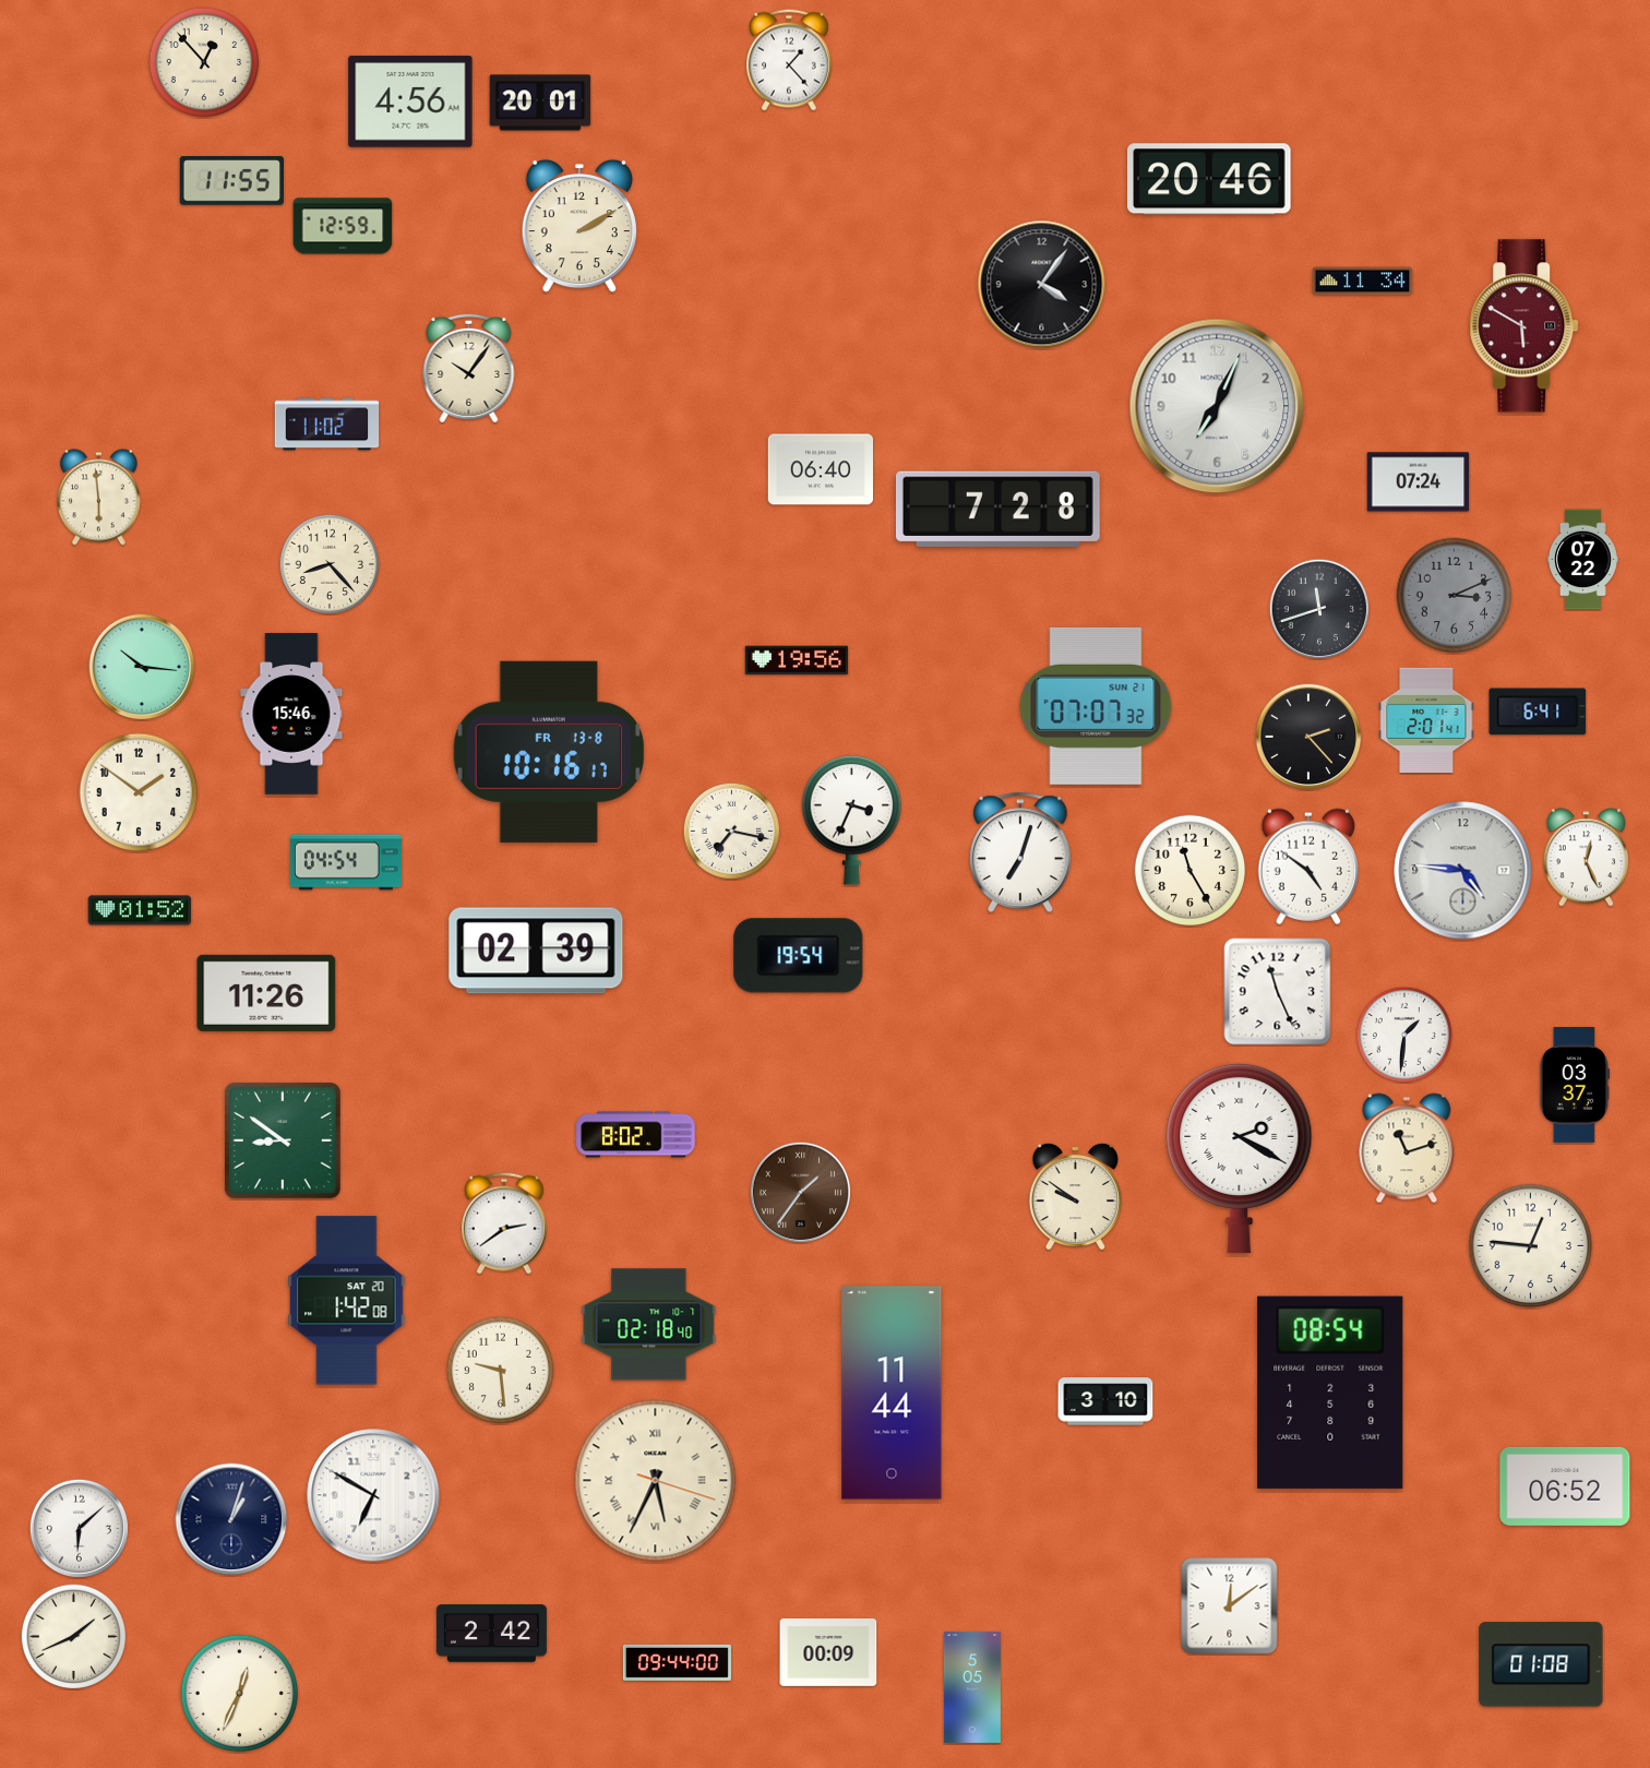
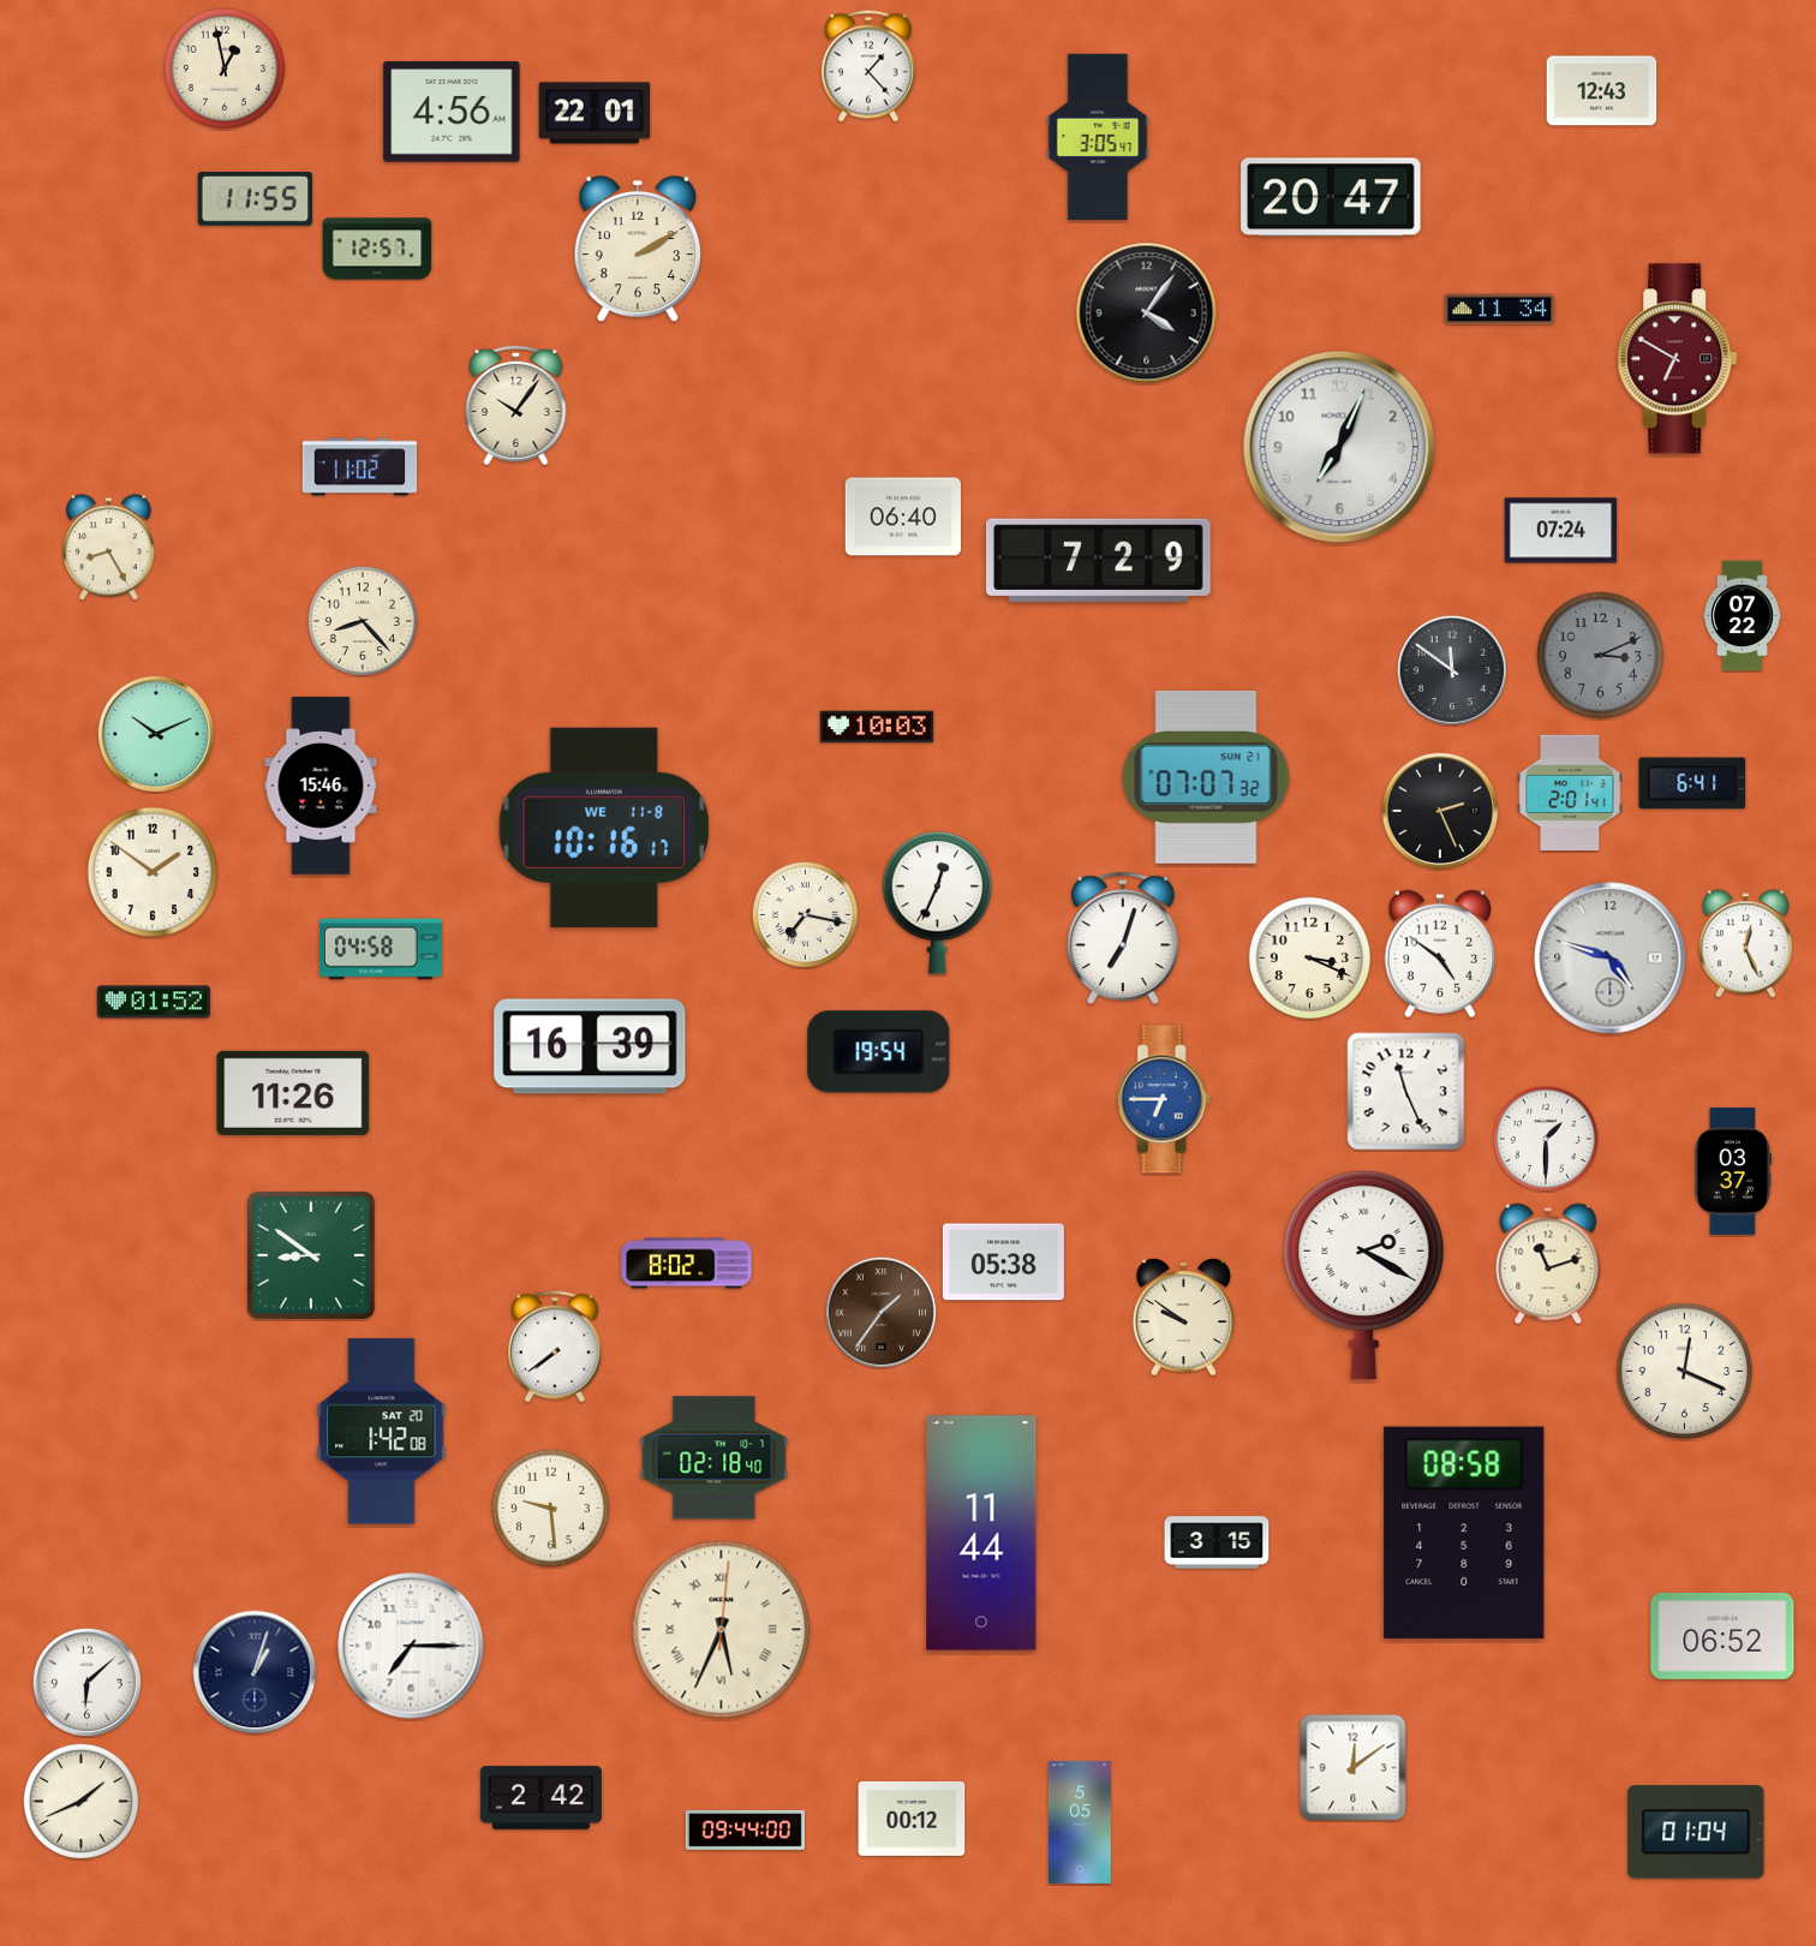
clock at (204, 62): 12:53 -> 12:58
clock at (1602, 91): none -> 12:43
clock at (540, 103): 20:01 -> 22:01
clock at (1098, 137): none -> 3:05
clock at (1210, 179): 20:46 -> 20:47
clock at (343, 226): 12:59 -> 12:57
clock at (1525, 326): 5:50 -> 6:50
clock at (98, 498): 5:59 -> 8:25
clock at (997, 509): 7:28 -> 7:29
clock at (1318, 608): 11:42 -> 11:51
clock at (797, 660): 19:56 -> 10:03
clock at (142, 667): 10:16 -> 10:11
clock at (1308, 737): 2:23 -> 2:26
clock at (549, 752) date: FR 13-8 -> WE 11-8
clock at (852, 820): 3:34 -> 12:34
clock at (346, 862): 04:54 -> 04:58
clock at (1191, 871): 11:25 -> 3:19
clock at (1463, 871): 4:46 -> 4:48
clock at (536, 951): 02:39 -> 16:39
clock at (1164, 1099): none -> 6:45
clock at (1404, 1035): 1:31 -> 1:30
clock at (1575, 1085) position: (1575, 1085) -> (1733, 1171)
clock at (636, 1135) position: (636, 1135) -> (687, 1264)
clock at (1003, 1262): none -> 05:38
clock at (505, 1223): 2:39 -> 7:39
clock at (1531, 1246): 12:46 -> 12:19
clock at (1330, 1393): 08:54 -> 08:58
clock at (1105, 1401): 3:10 -> 3:15
clock at (656, 1481): 5:34:18 -> 5:34:01
clock at (373, 1495): 6:50 -> 7:15
clock at (828, 1652): 00:09 -> 00:12
clock at (1541, 1664): 01:08 -> 01:04
clock at (972, 1687) position: (972, 1687) -> (1080, 1822)
clock at (240, 1694): 12:34 -> none
